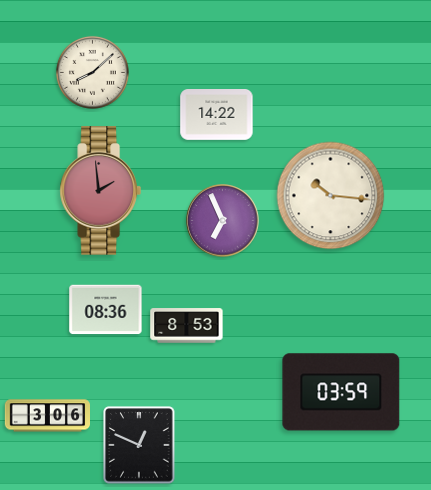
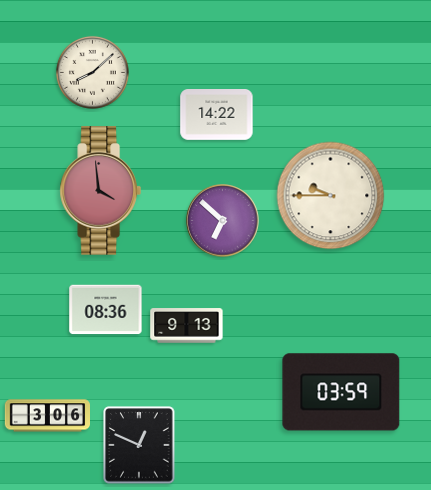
clock at (100, 191): 1:59 -> 3:59
clock at (331, 196): 10:16 -> 9:45
clock at (223, 221): 6:56 -> 6:52
clock at (187, 326): 8:53 -> 9:13
